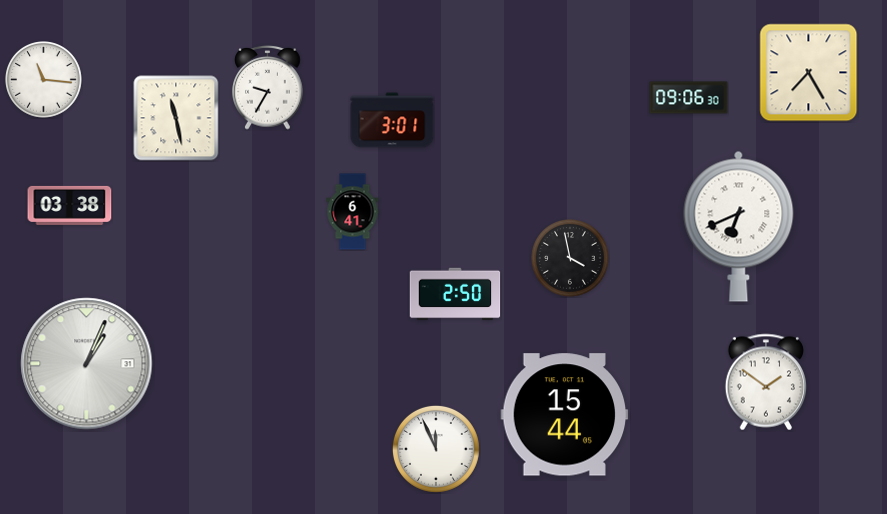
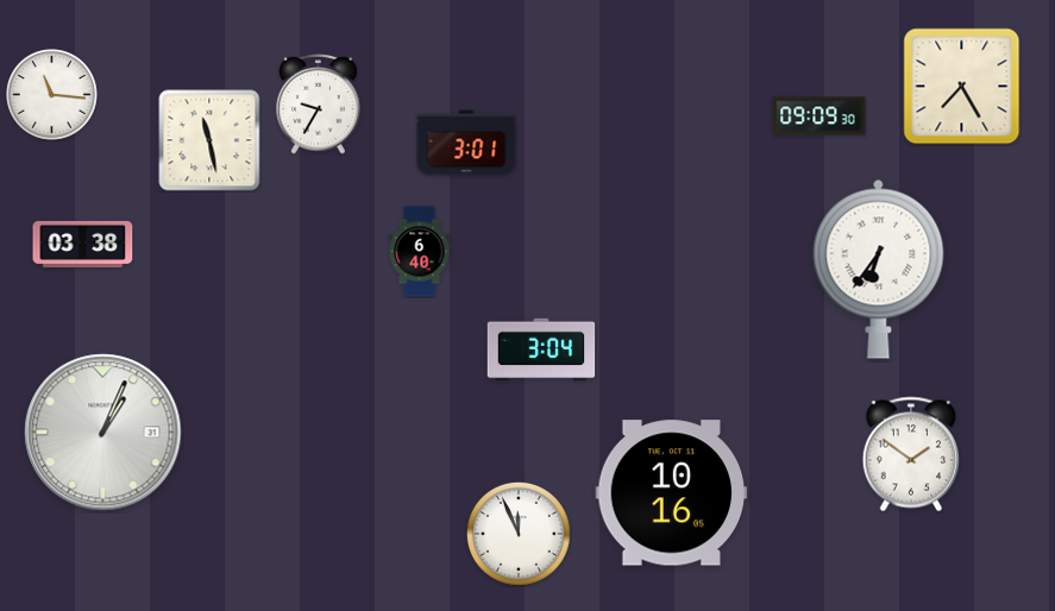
clock at (689, 98): 09:06 -> 09:09
clock at (353, 212): 6:41 -> 6:40
clock at (739, 226): 6:41 -> 6:36
clock at (571, 259): 3:58 -> none
clock at (455, 294): 2:50 -> 3:04
clock at (565, 415): 15:44 -> 10:16
